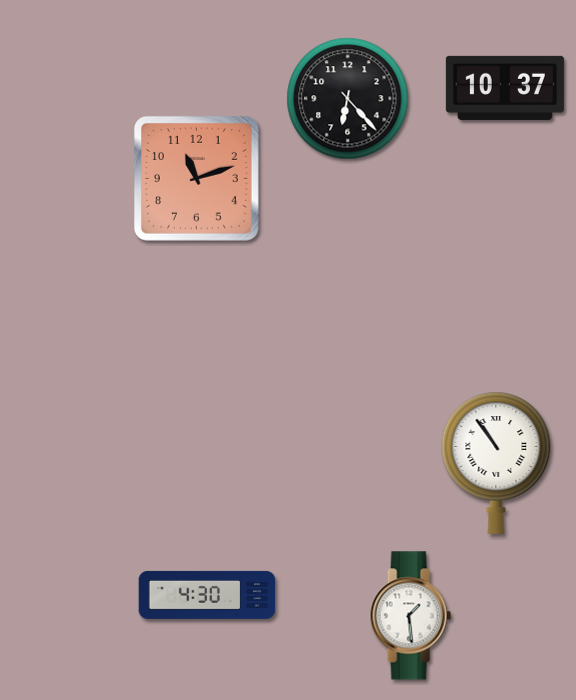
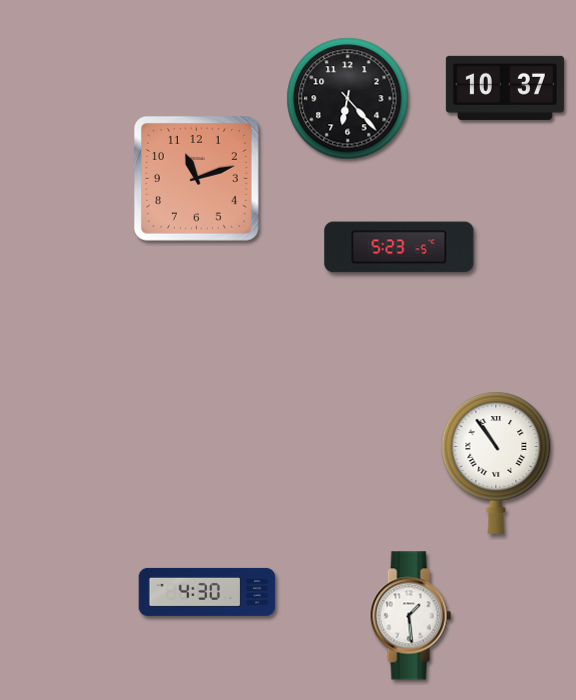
clock at (399, 247): none -> 5:23
clock at (207, 595) position: (207, 595) -> (207, 592)
